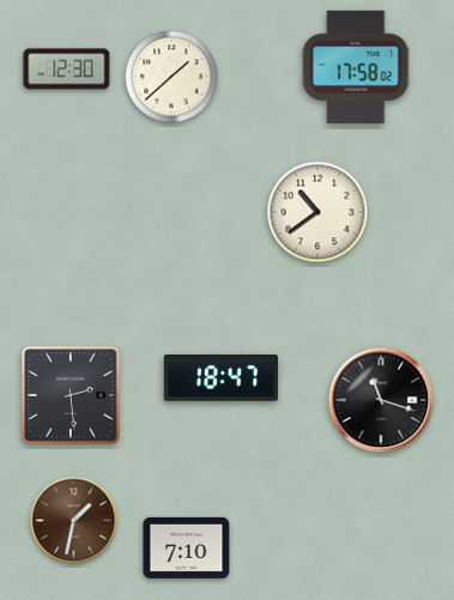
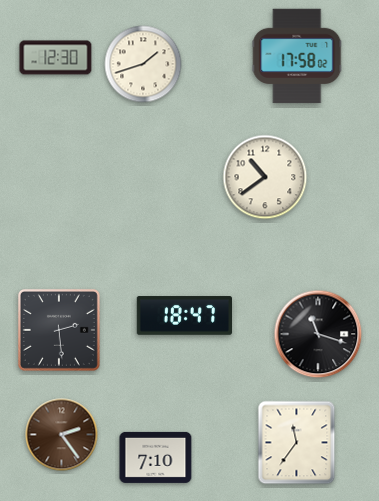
clock at (171, 77): 1:38 -> 1:42
clock at (74, 521): 1:32 -> 2:24
clock at (297, 443): none -> 11:36
